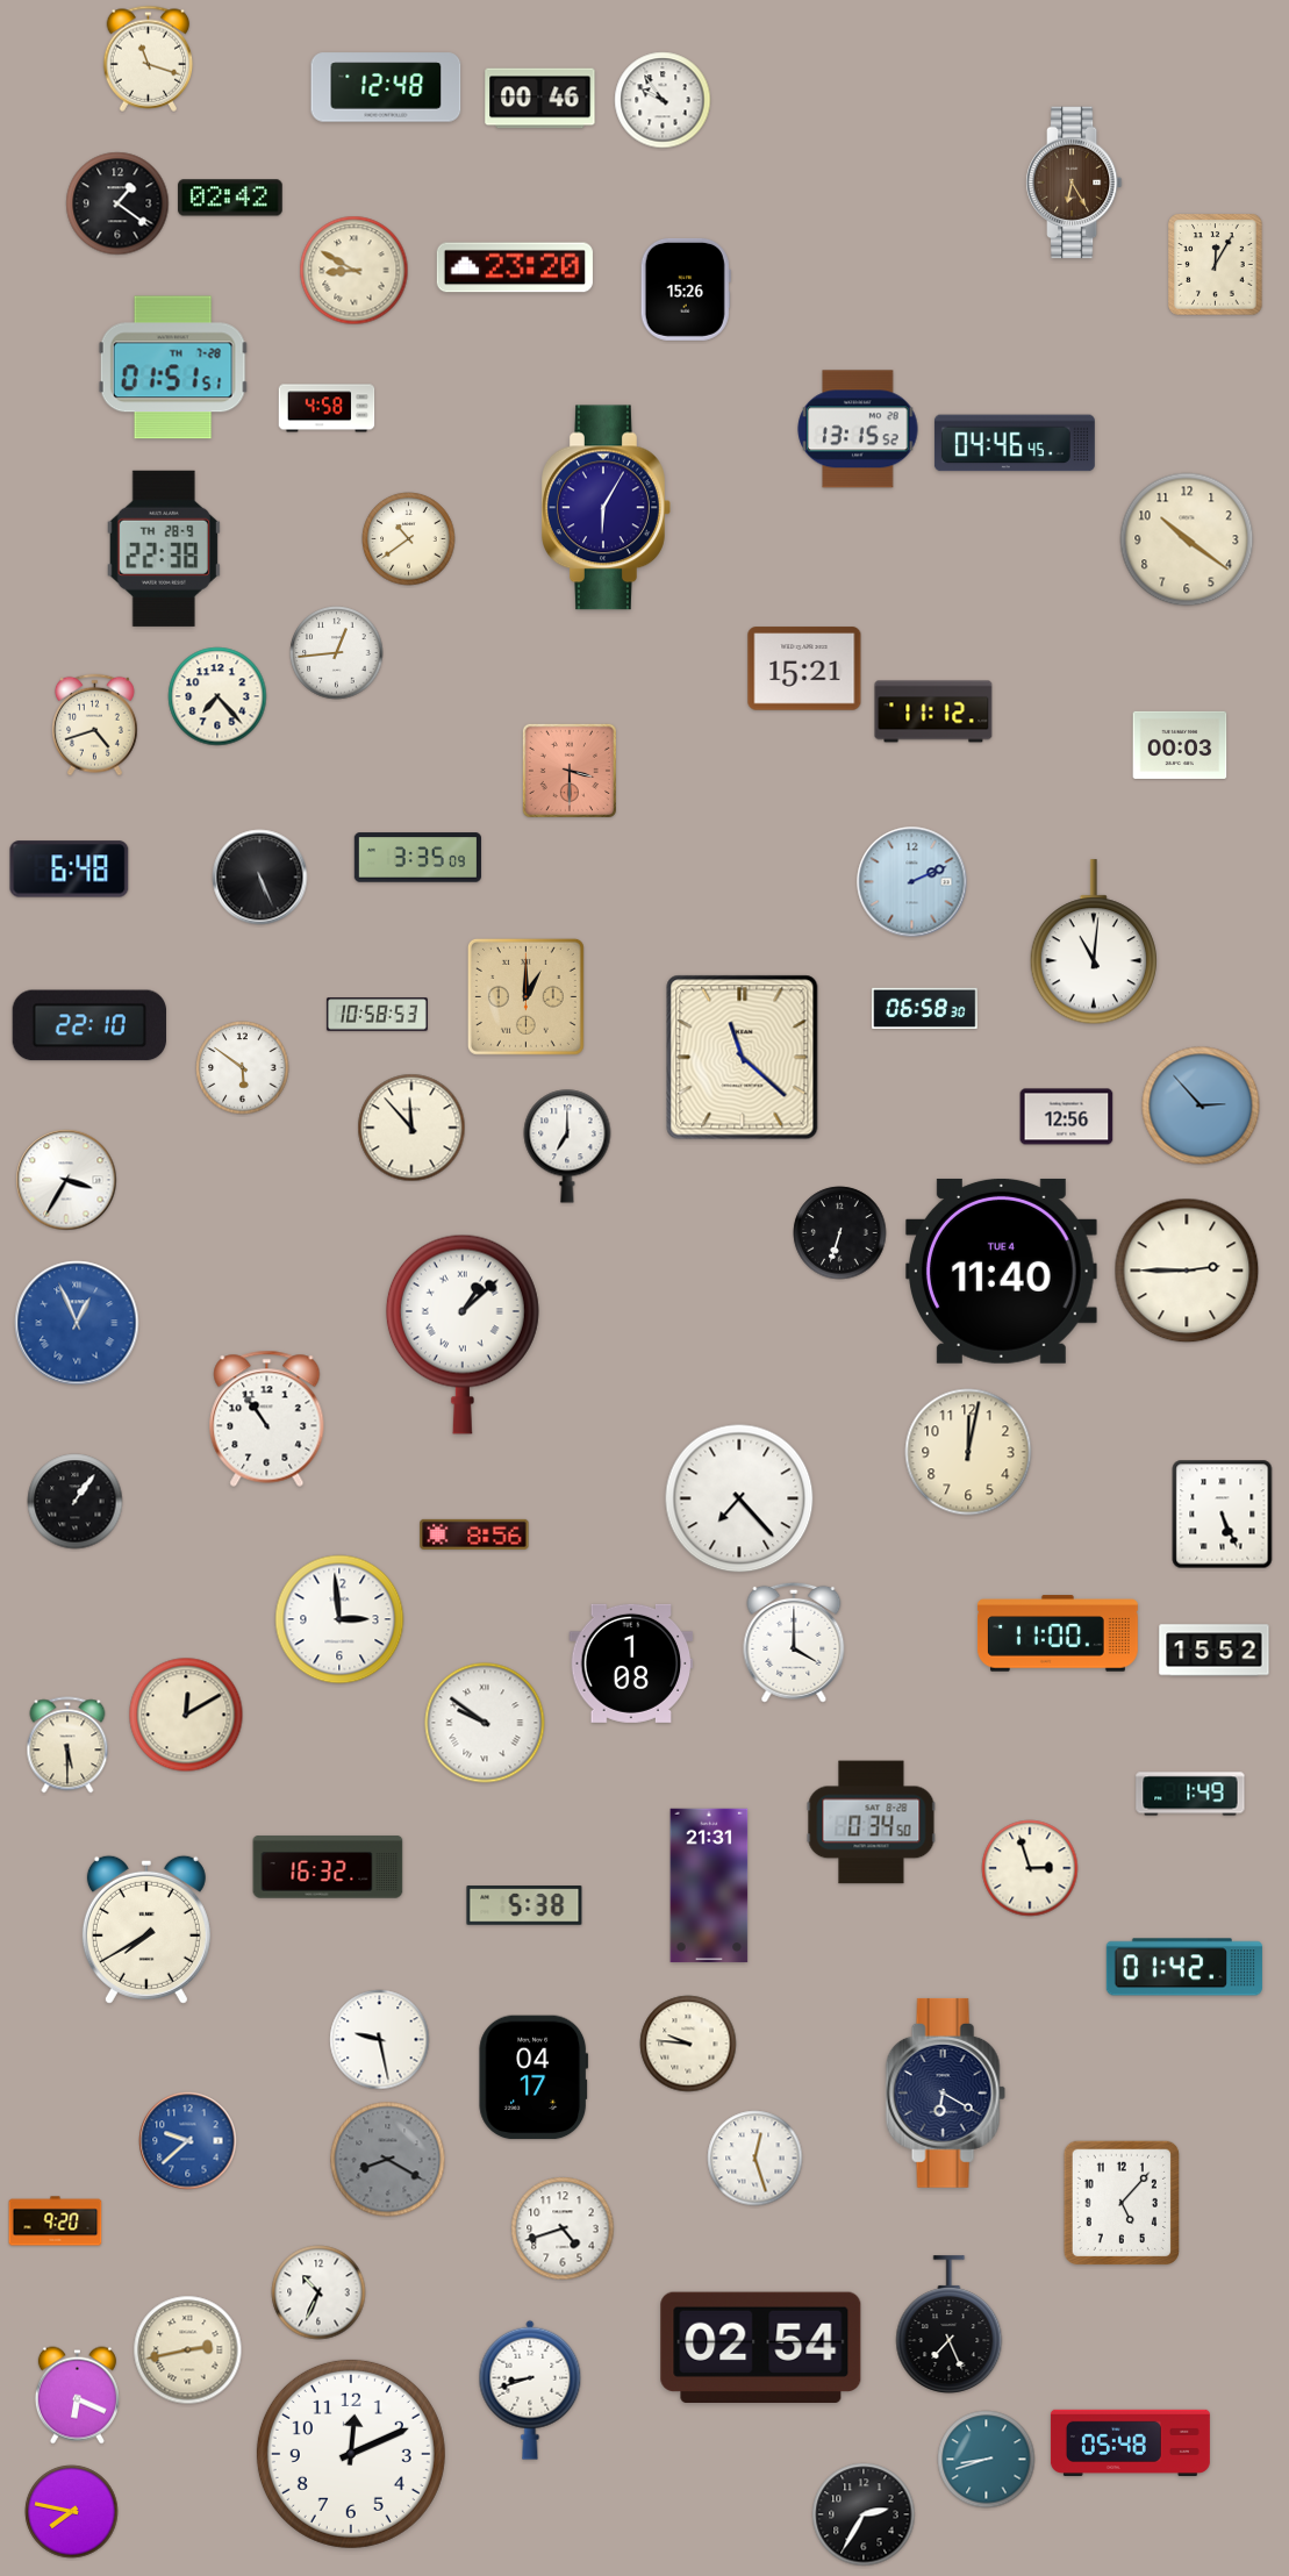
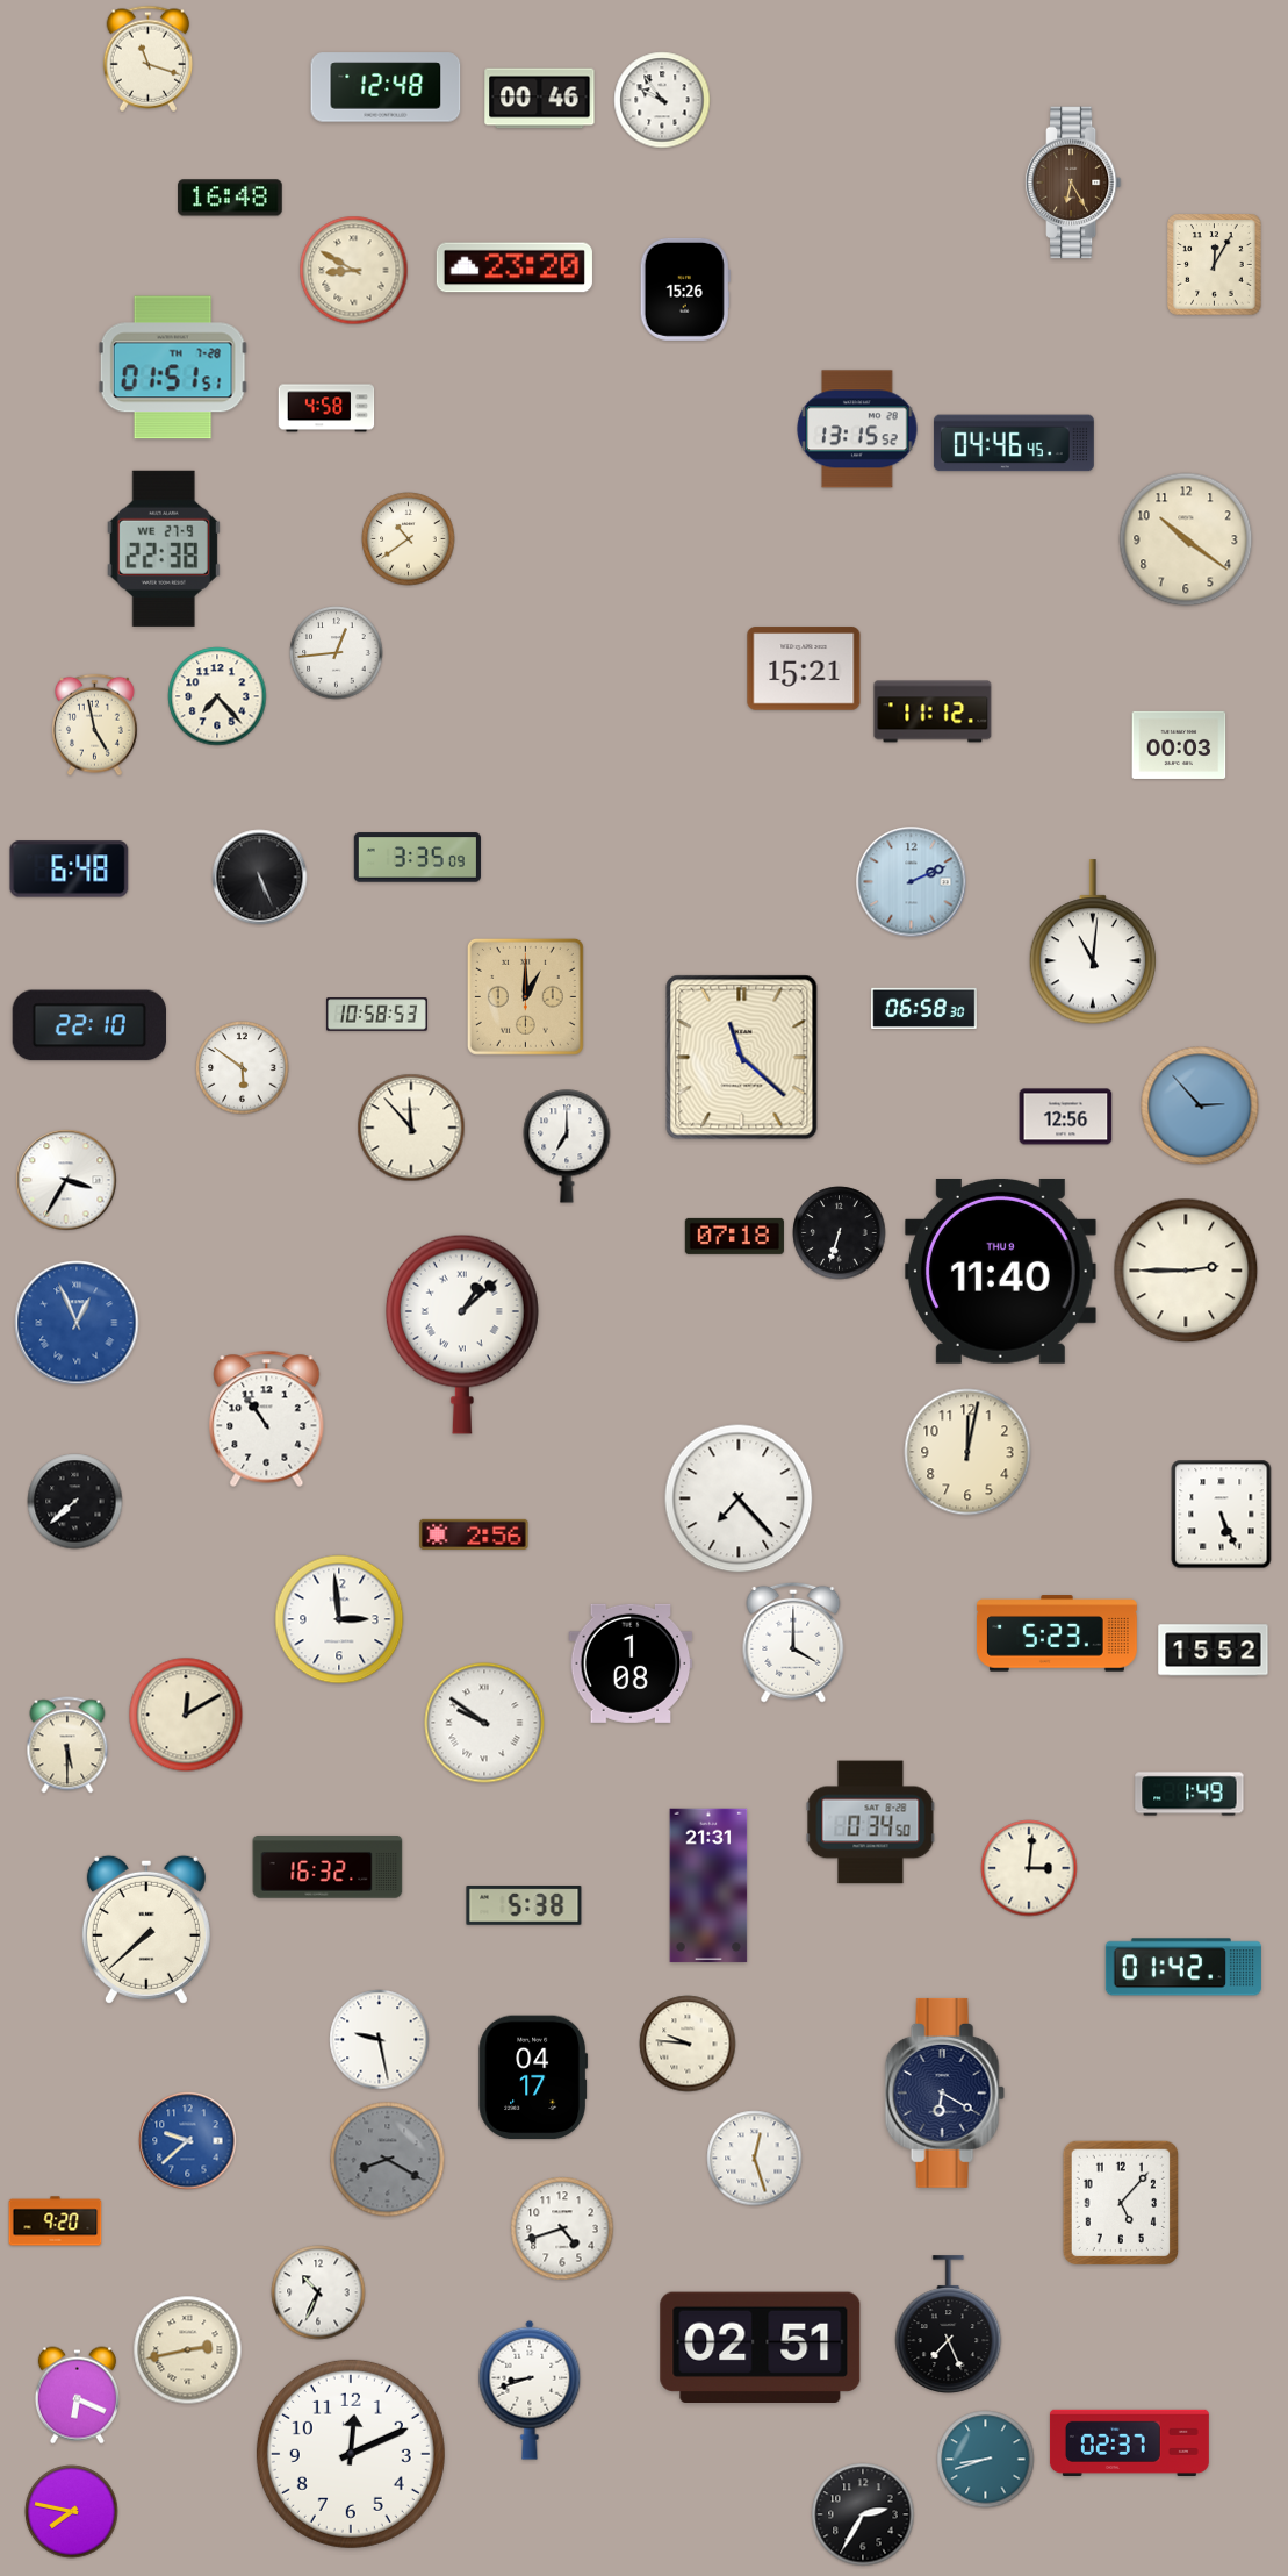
clock at (230, 198): 02:42 -> 16:48
clock at (117, 203): 1:21 -> none
clock at (607, 508): 6:05 -> none
clock at (164, 549) date: TH 28-9 -> WE 27-9
clock at (94, 725): 4:42 -> 4:58
clock at (570, 771): 3:30 -> none
clock at (734, 1236): none -> 07:18
clock at (1001, 1271) date: TUE 4 -> THU 9
clock at (76, 1502): 1:06 -> 7:38
clock at (474, 1534): 8:56 -> 2:56
clock at (1058, 1633): 11:00 -> 5:23
clock at (1030, 1868): 2:57 -> 3:01
clock at (146, 1930): 7:40 -> 7:38
clock at (761, 2347): 02:54 -> 02:51
clock at (1130, 2442): 05:48 -> 02:37
